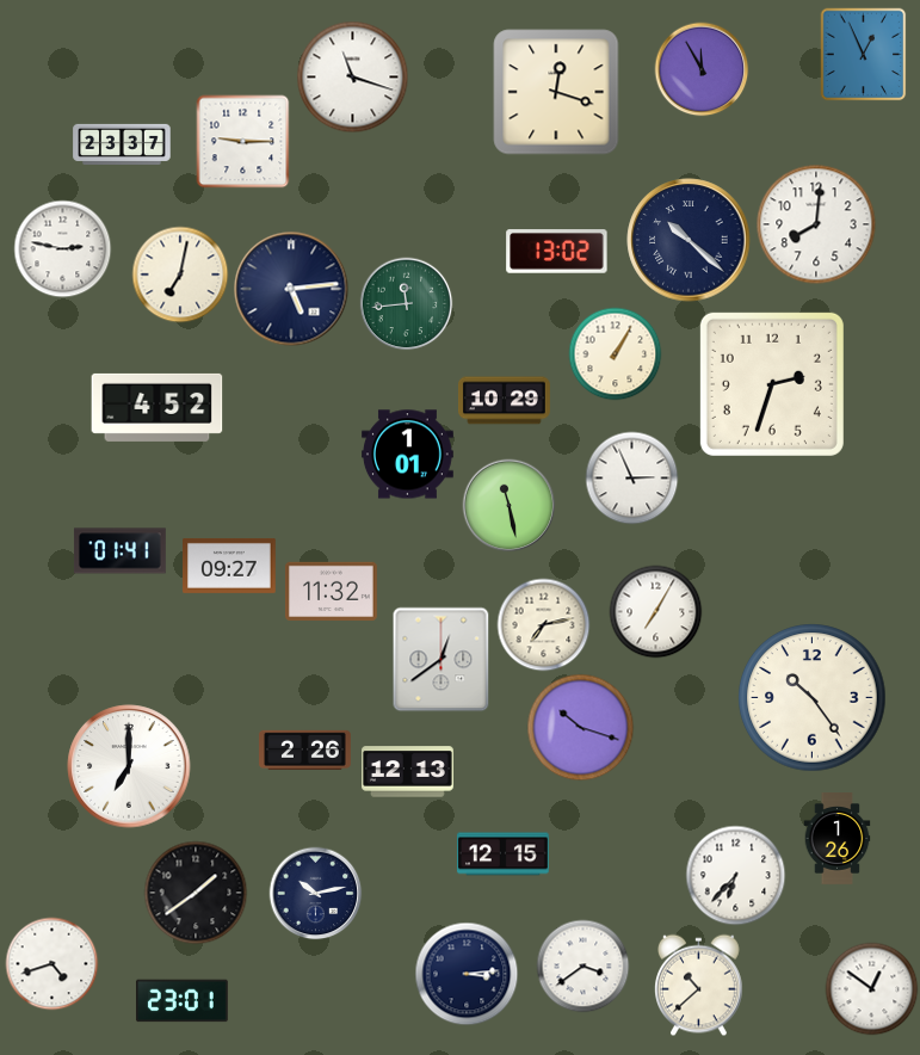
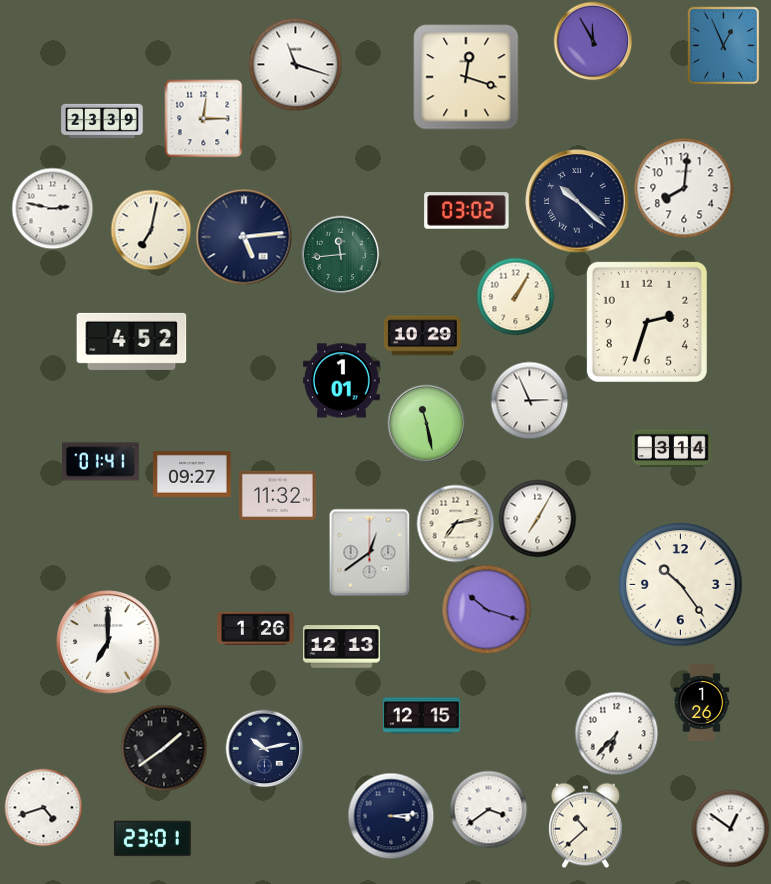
clock at (702, 69) position: (702, 69) -> (593, 41)
clock at (242, 141): 9:15 -> 12:15
clock at (122, 143): 23:37 -> 23:39
clock at (557, 252): 13:02 -> 03:02
clock at (291, 289) position: (291, 289) -> (244, 237)
clock at (672, 449): none -> 3:14
clock at (655, 611) position: (655, 611) -> (537, 518)
clock at (305, 749): 2:26 -> 1:26
